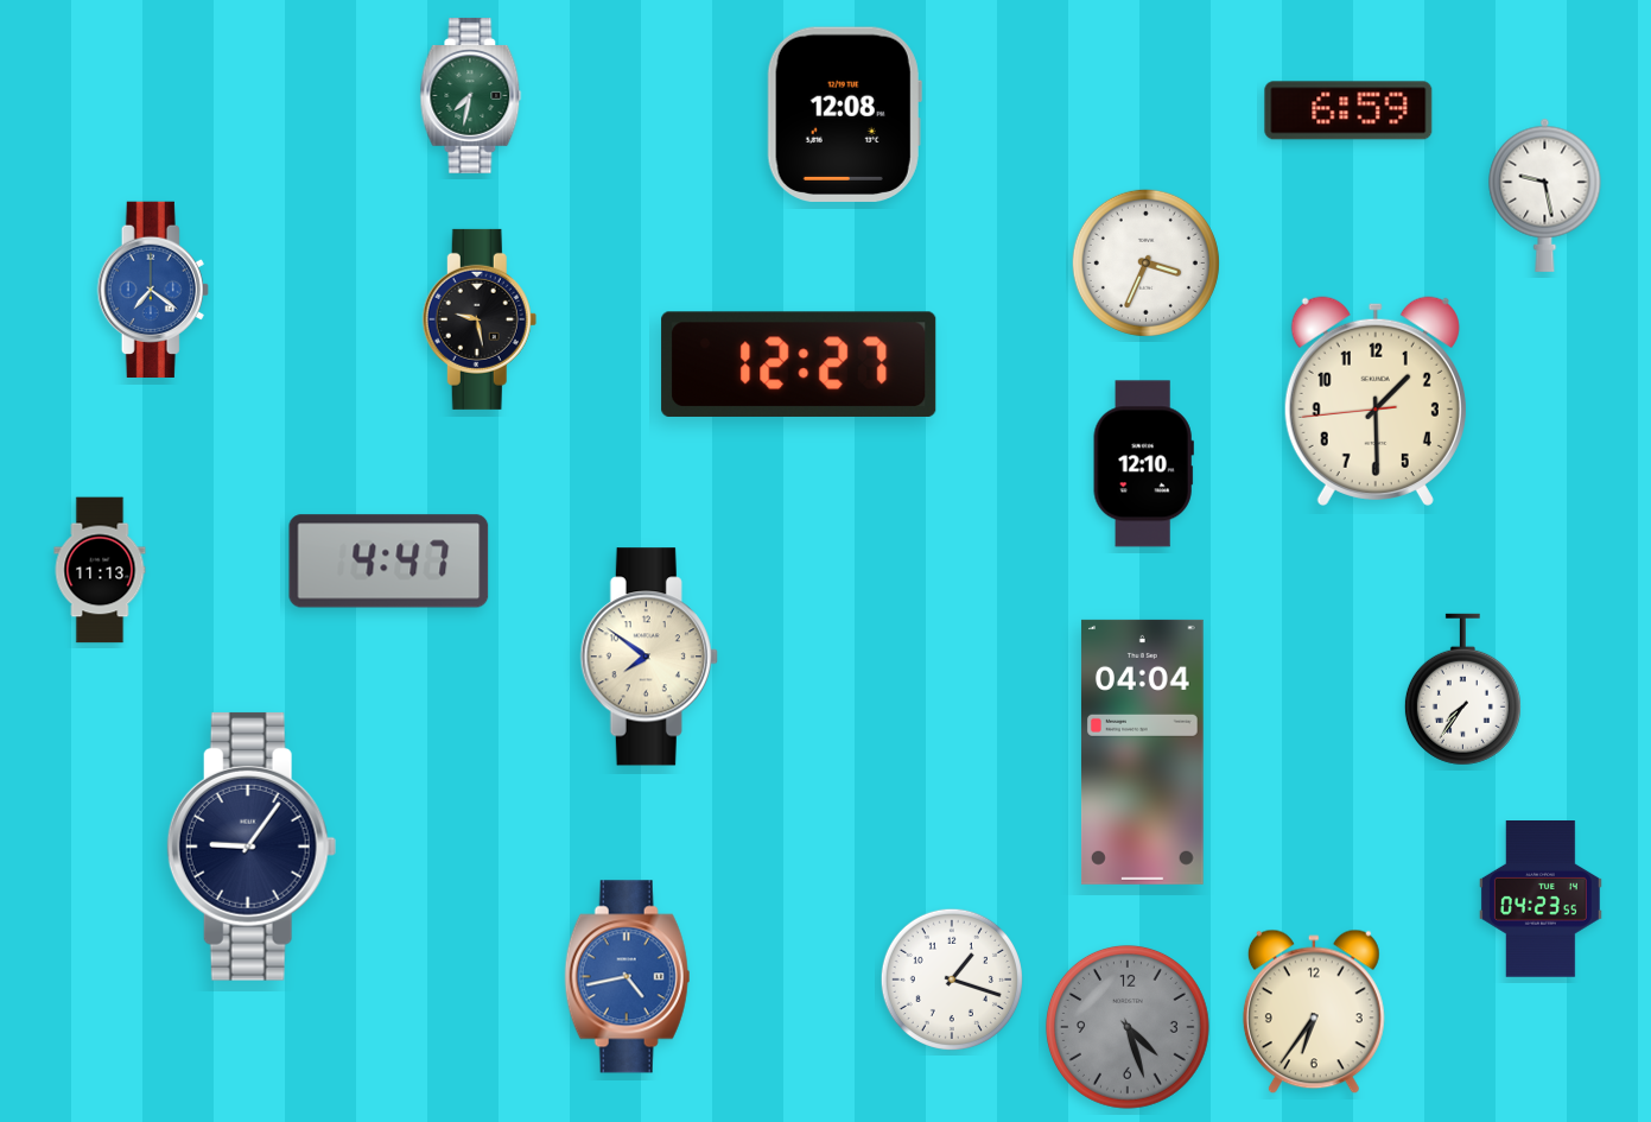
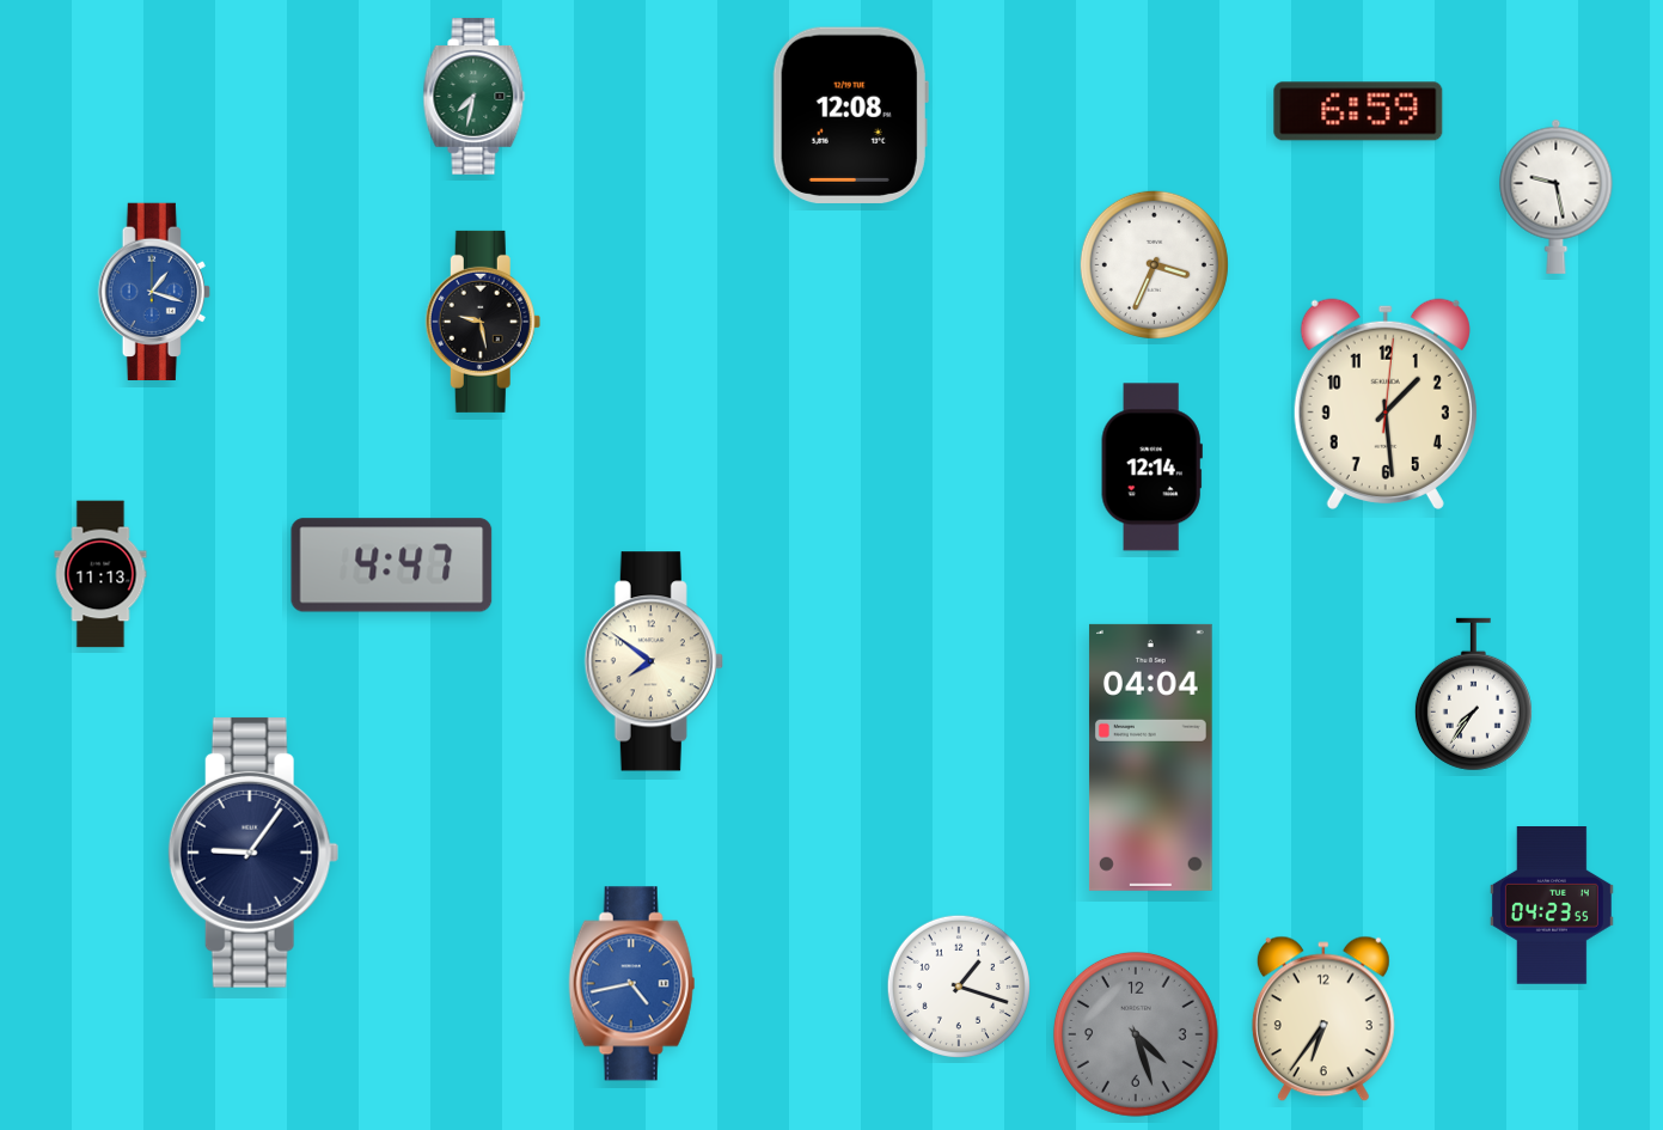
clock at (153, 289): 7:21 -> 1:18
clock at (799, 365): 12:27 -> none
clock at (1376, 401): 1:29:44 -> 1:29:01
clock at (1143, 464): 12:10 -> 12:14
